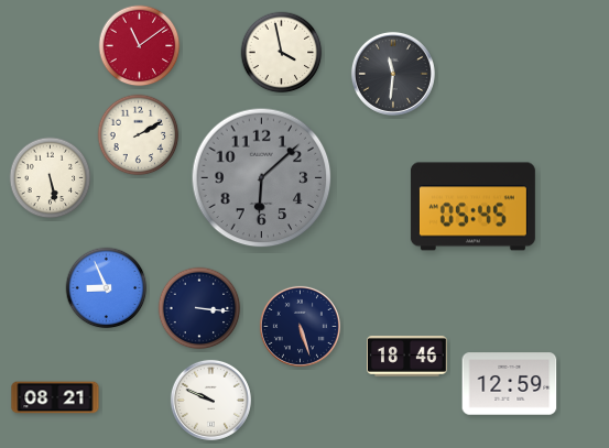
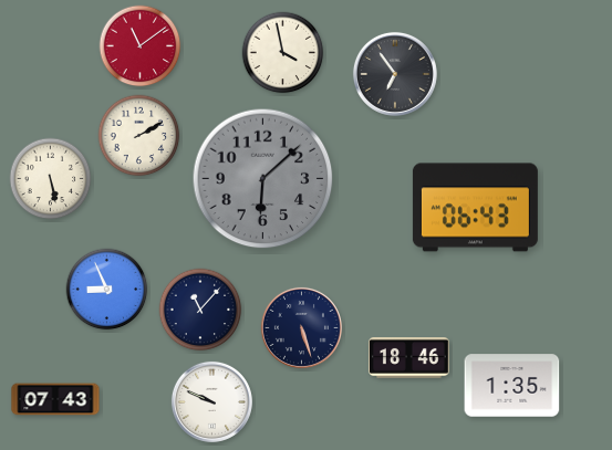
clock at (393, 74): 11:31 -> 6:54
clock at (472, 207): 05:45 -> 06:43
clock at (199, 308): 3:16 -> 11:07
clock at (510, 384): 12:59 -> 1:35
clock at (55, 397): 08:21 -> 07:43
